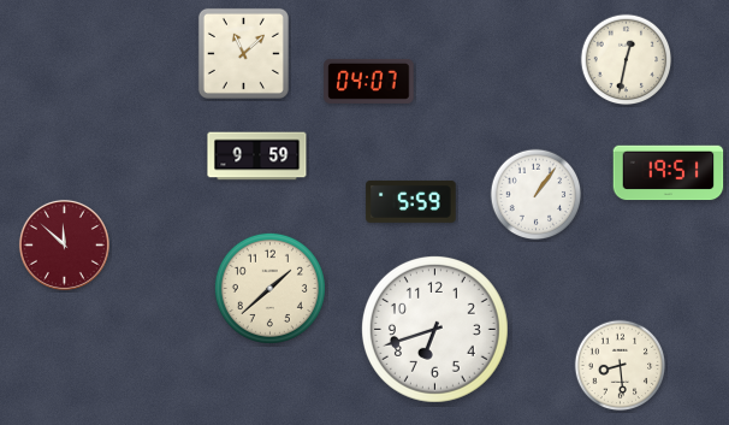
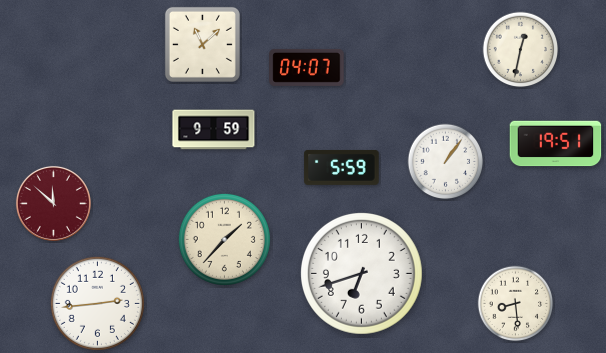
clock at (269, 288): 1:38 -> 1:37
clock at (97, 303): none -> 2:44
